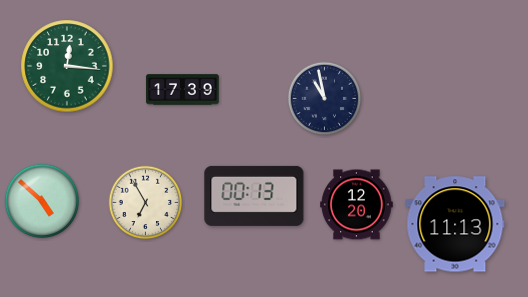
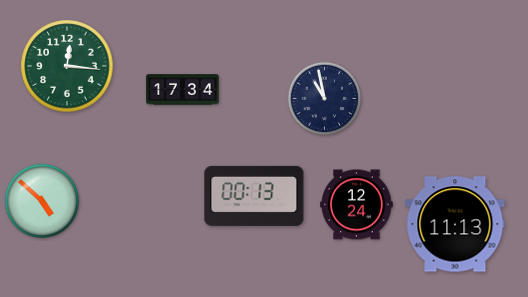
clock at (183, 90): 17:39 -> 17:34
clock at (146, 203): 6:55 -> none
clock at (357, 205): 12:20 -> 12:24
